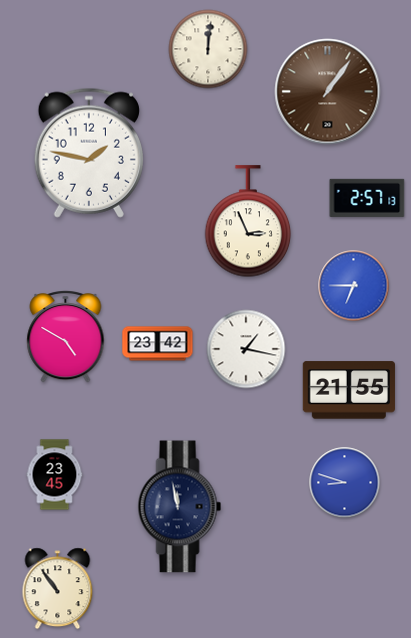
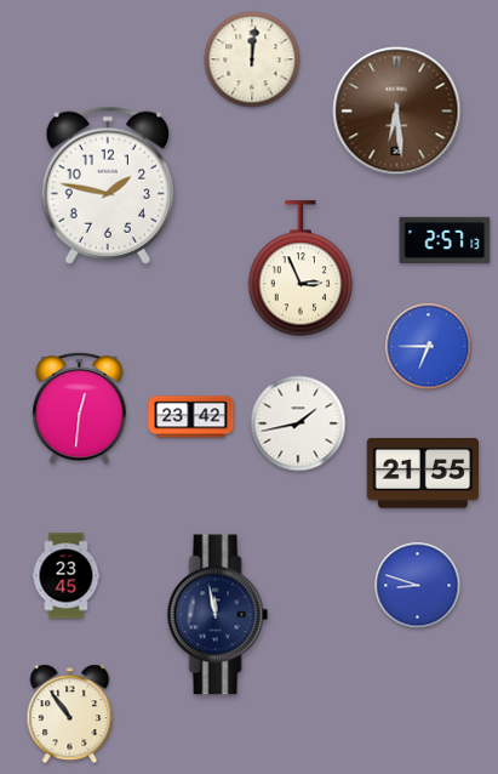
clock at (328, 92): 1:06 -> 6:29
clock at (66, 337): 4:50 -> 12:31
clock at (246, 349): 1:17 -> 1:43
